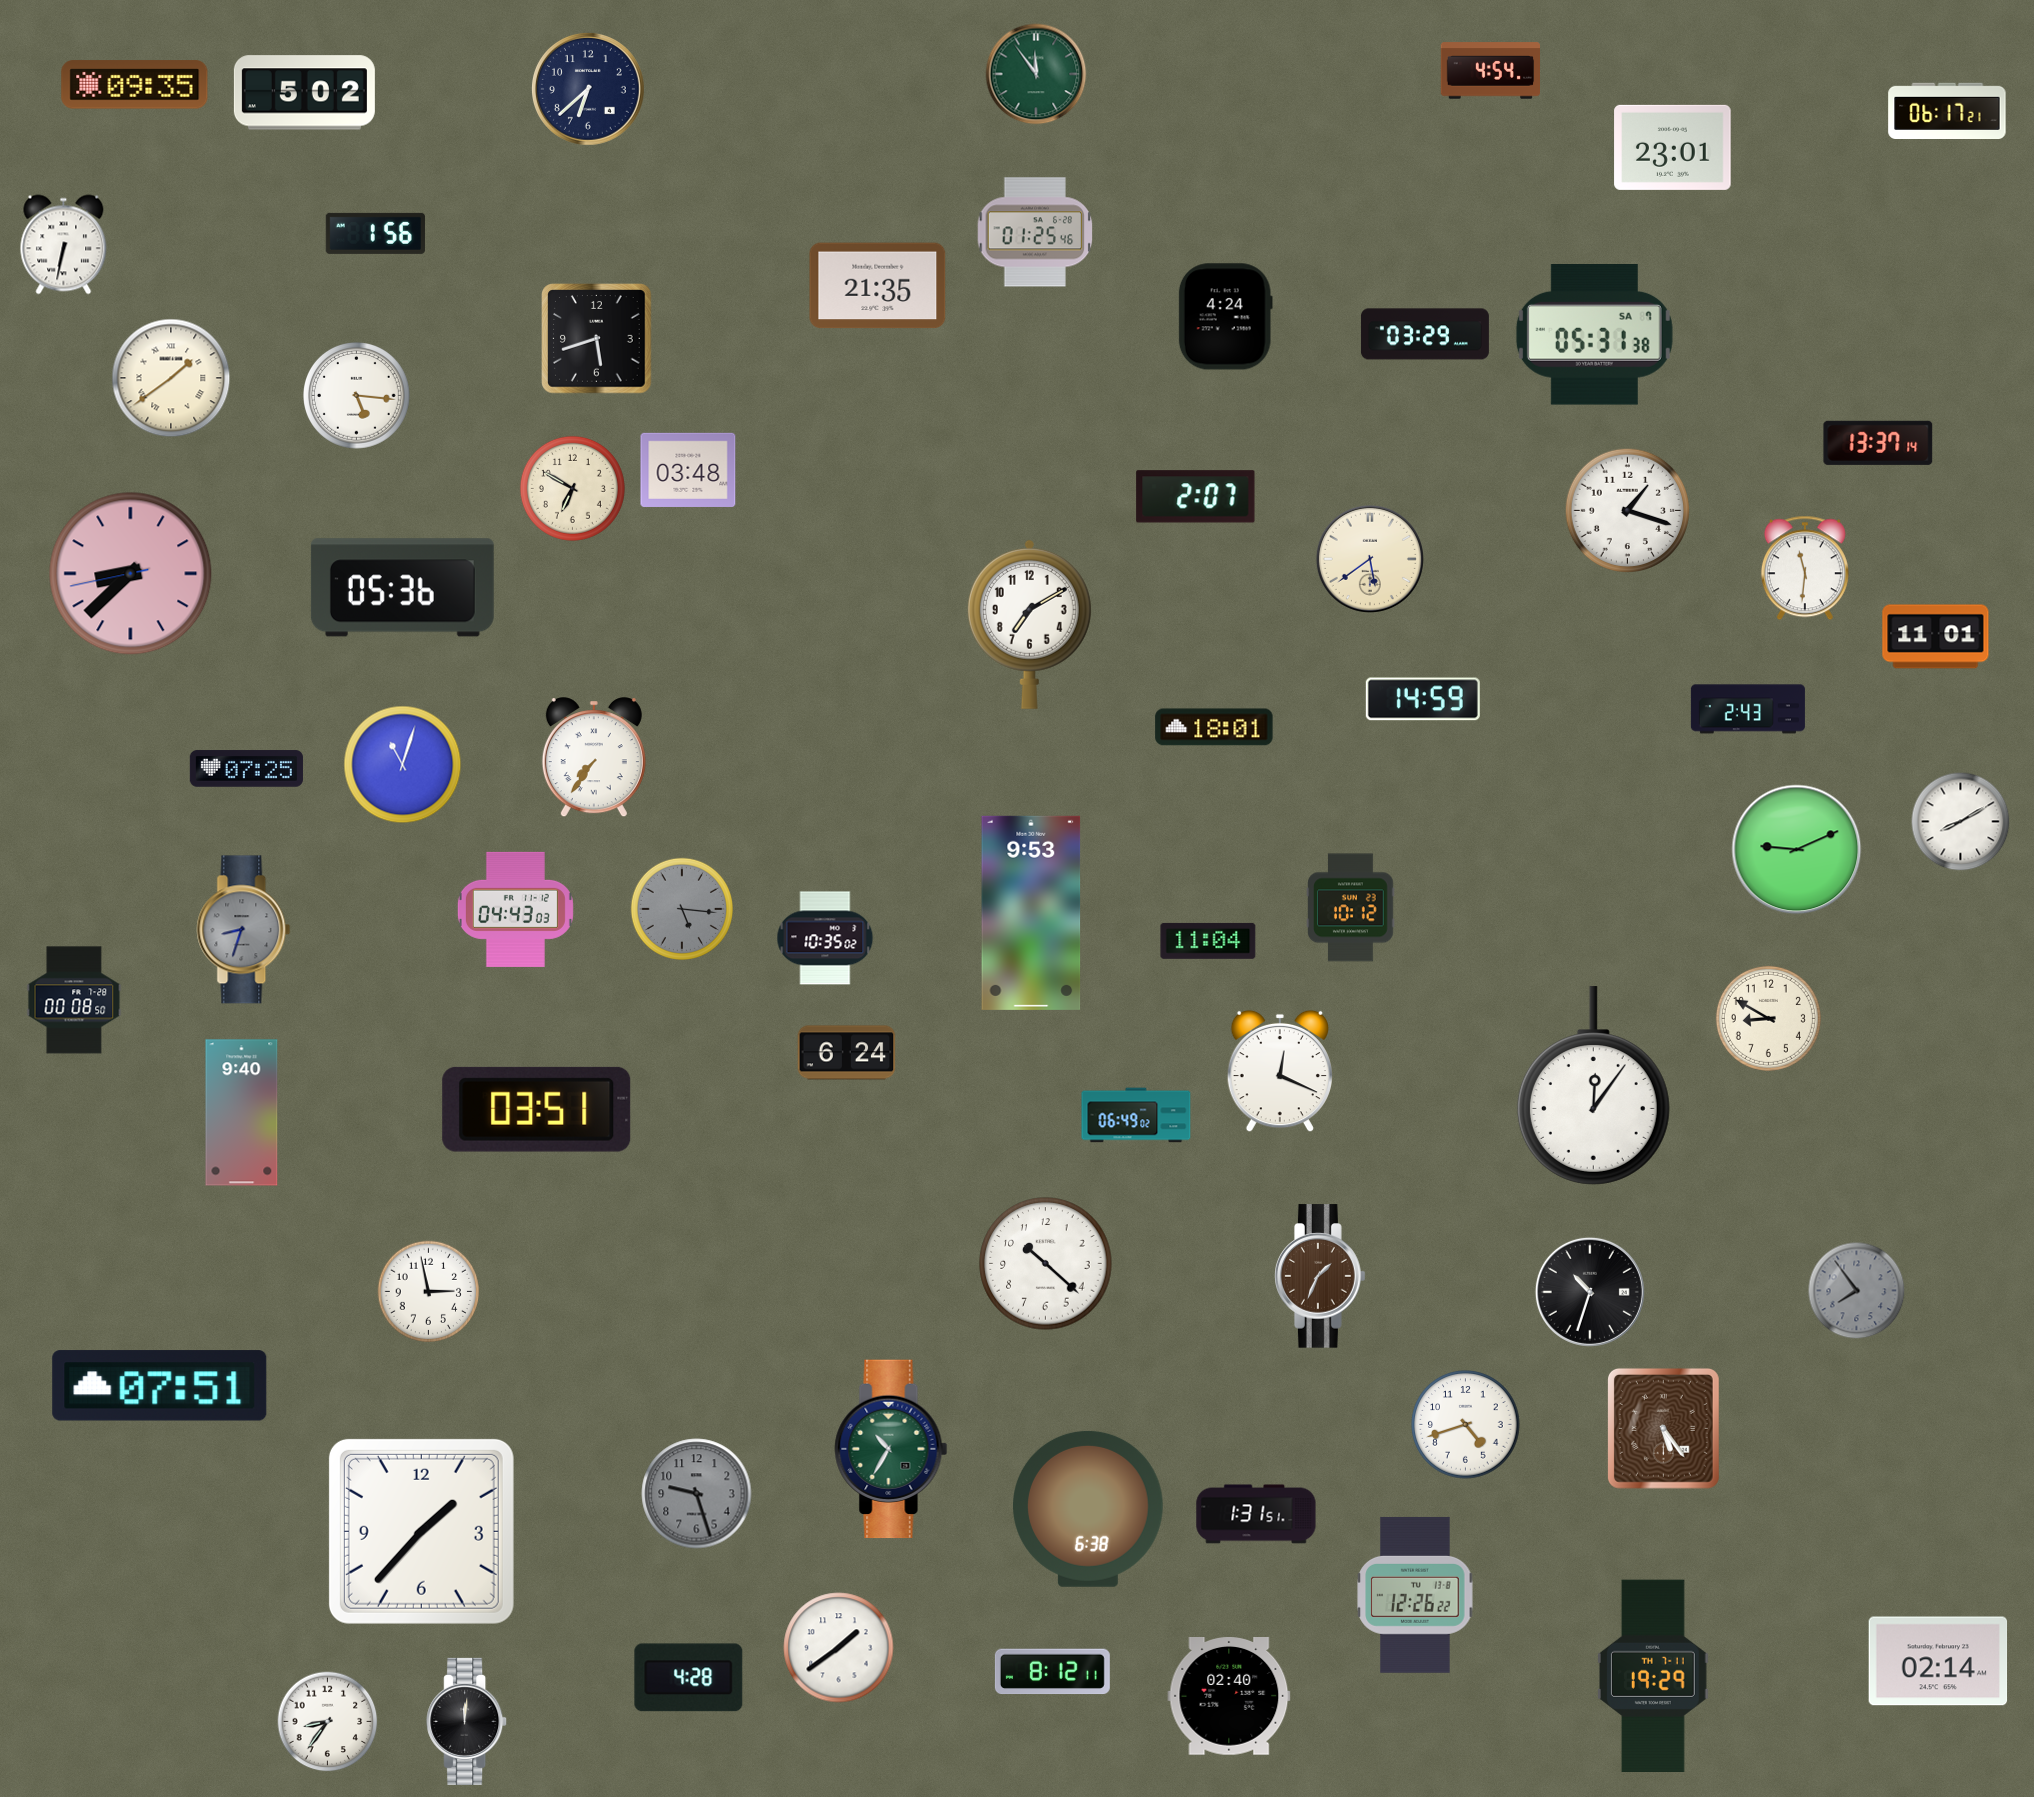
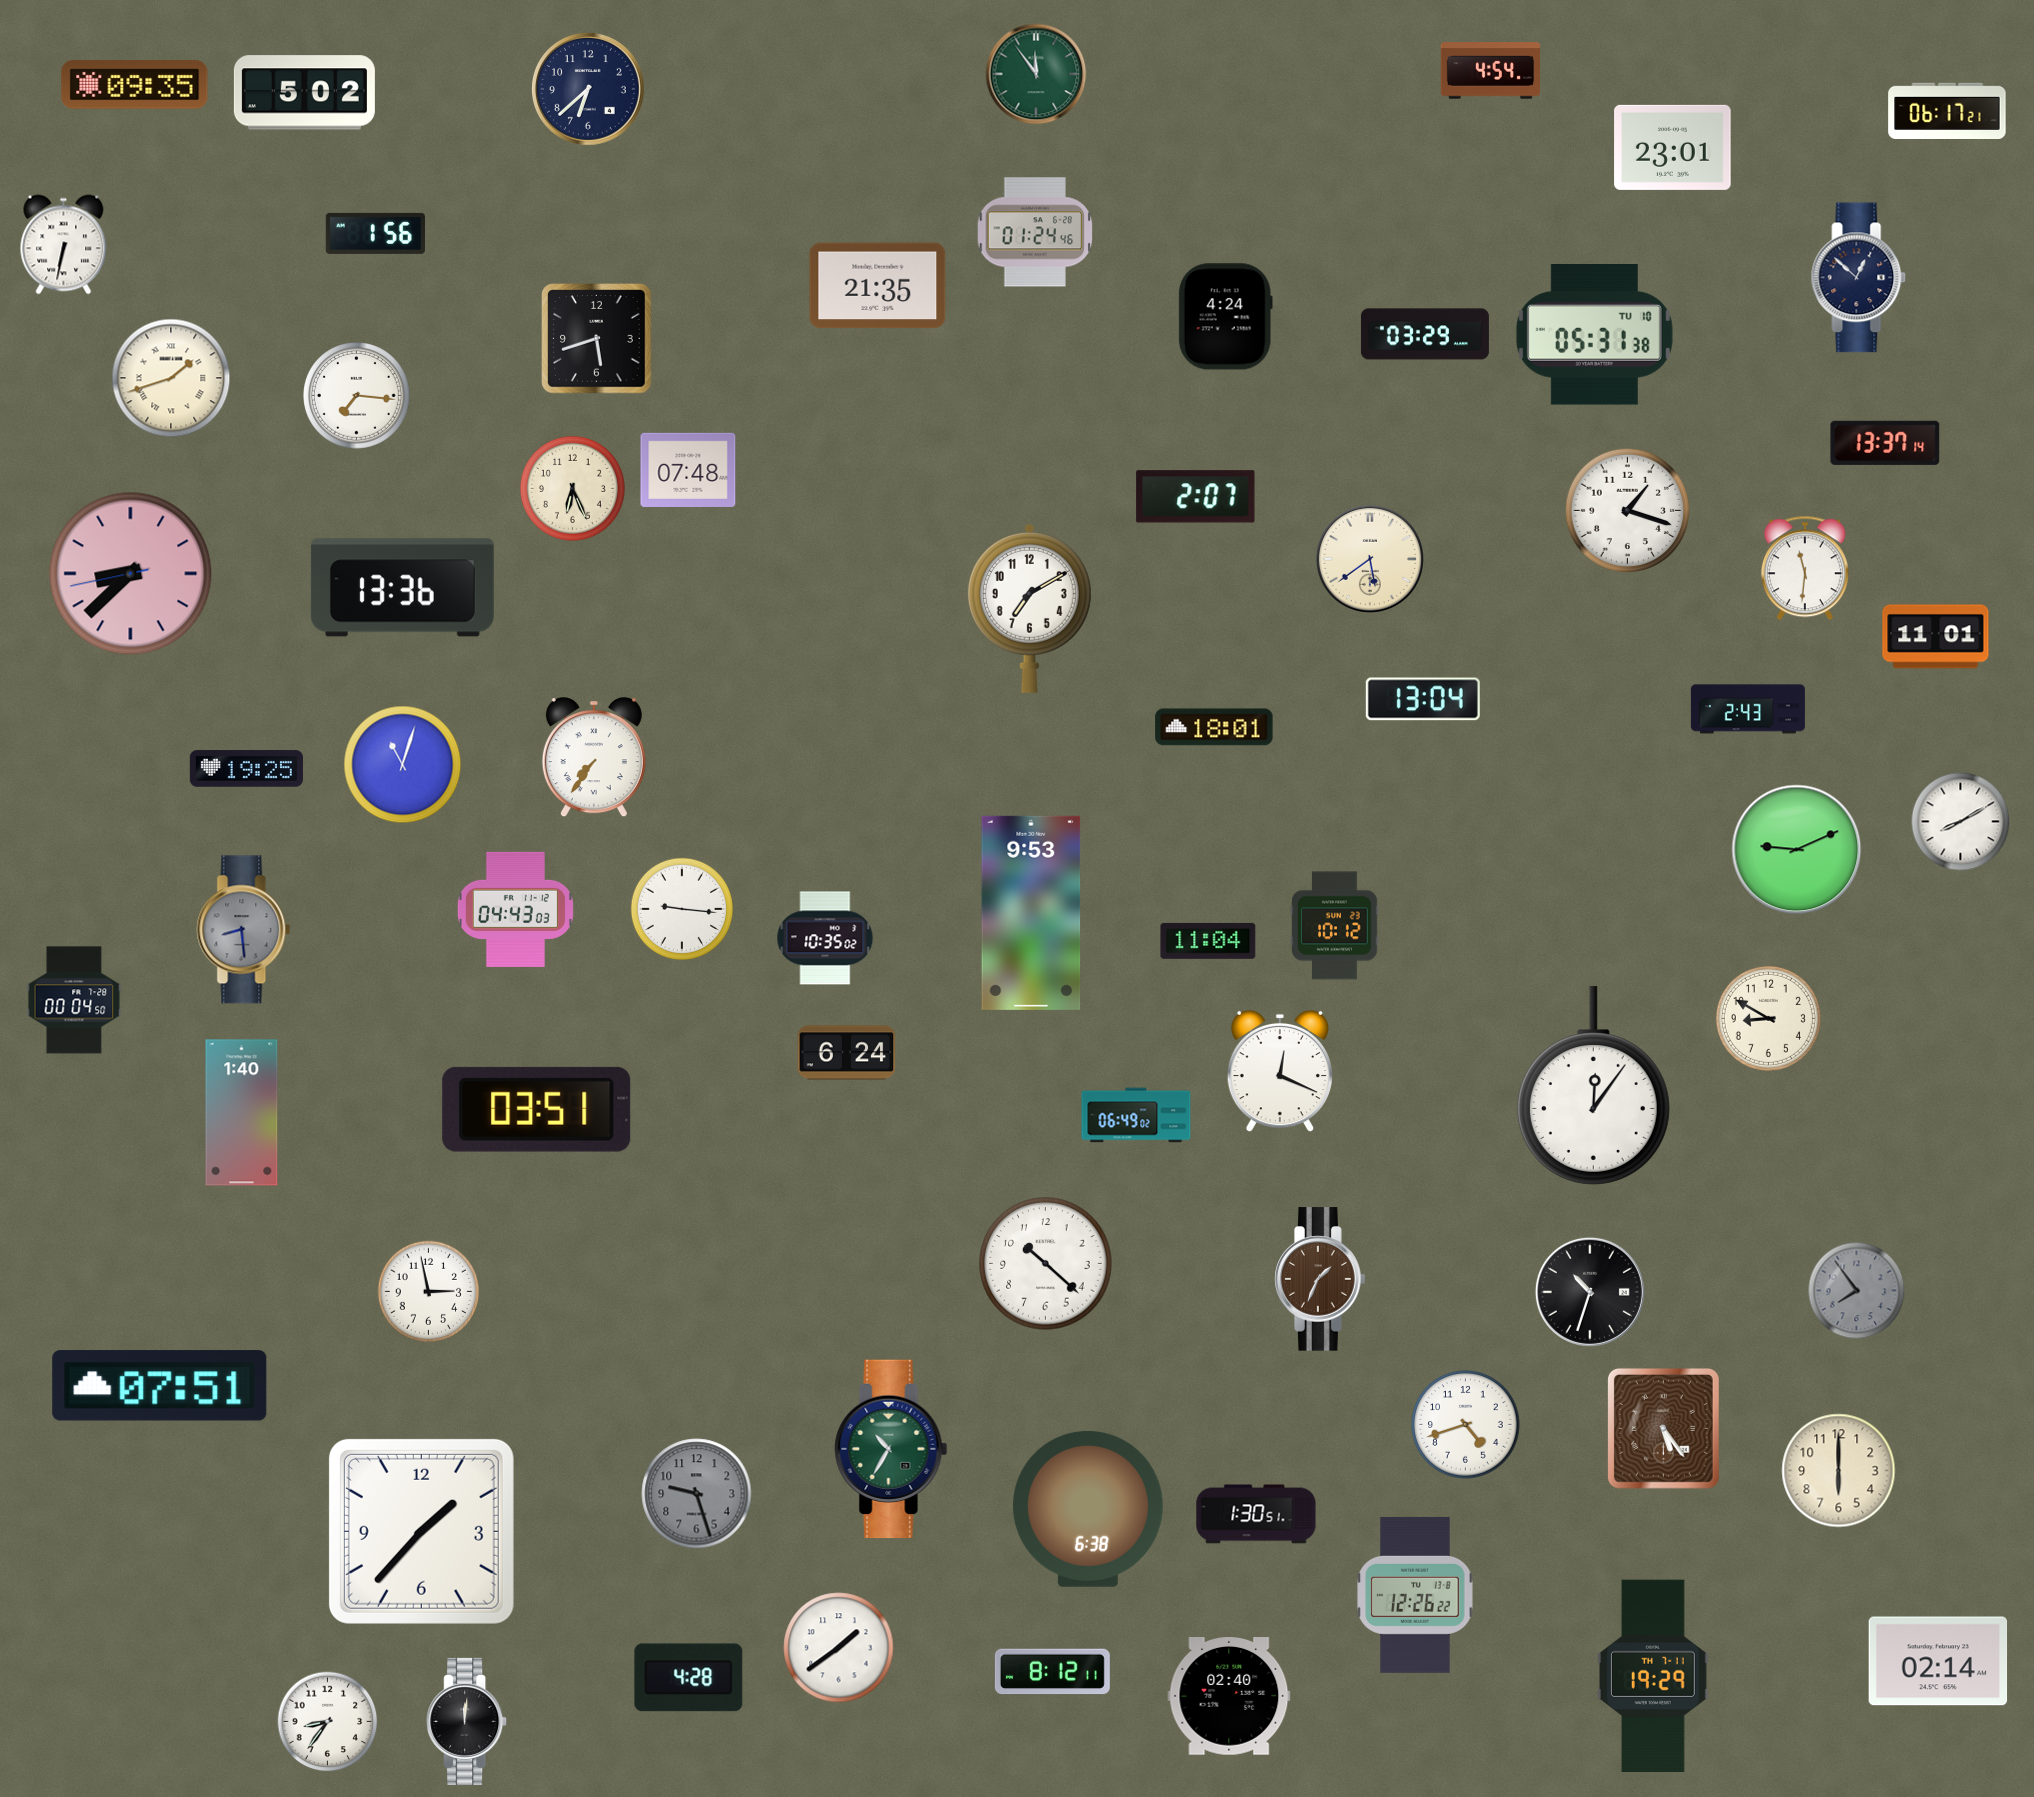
clock at (1035, 232): 01:25 -> 01:24
clock at (1859, 278): none -> 12:52
clock at (1594, 335) date: SA 7 -> TU 10
clock at (171, 378): 1:39 -> 1:42
clock at (357, 396): 5:16 -> 7:16
clock at (1878, 443) position: (1878, 443) -> (1885, 443)
clock at (688, 470): 03:48 -> 07:48
clock at (572, 488): 6:50 -> 6:26
clock at (402, 588): 05:36 -> 13:36
clock at (1029, 624) position: (1029, 624) -> (1029, 608)
clock at (1423, 699): 14:59 -> 13:04
clock at (246, 769): 07:25 -> 19:25
clock at (1351, 908) position: (1351, 908) -> (1335, 926)
clock at (682, 909): 5:16 -> 9:16
clock at (682, 909) dial: grey -> white
clock at (244, 930): 8:33 -> 8:29
clock at (74, 1000): 00:08 -> 00:04
clock at (242, 1113): 9:40 -> 1:40
clock at (1320, 1276) position: (1320, 1276) -> (1320, 1279)
clock at (1839, 1471): none -> 6:00
clock at (1256, 1514): 1:31 -> 1:30
